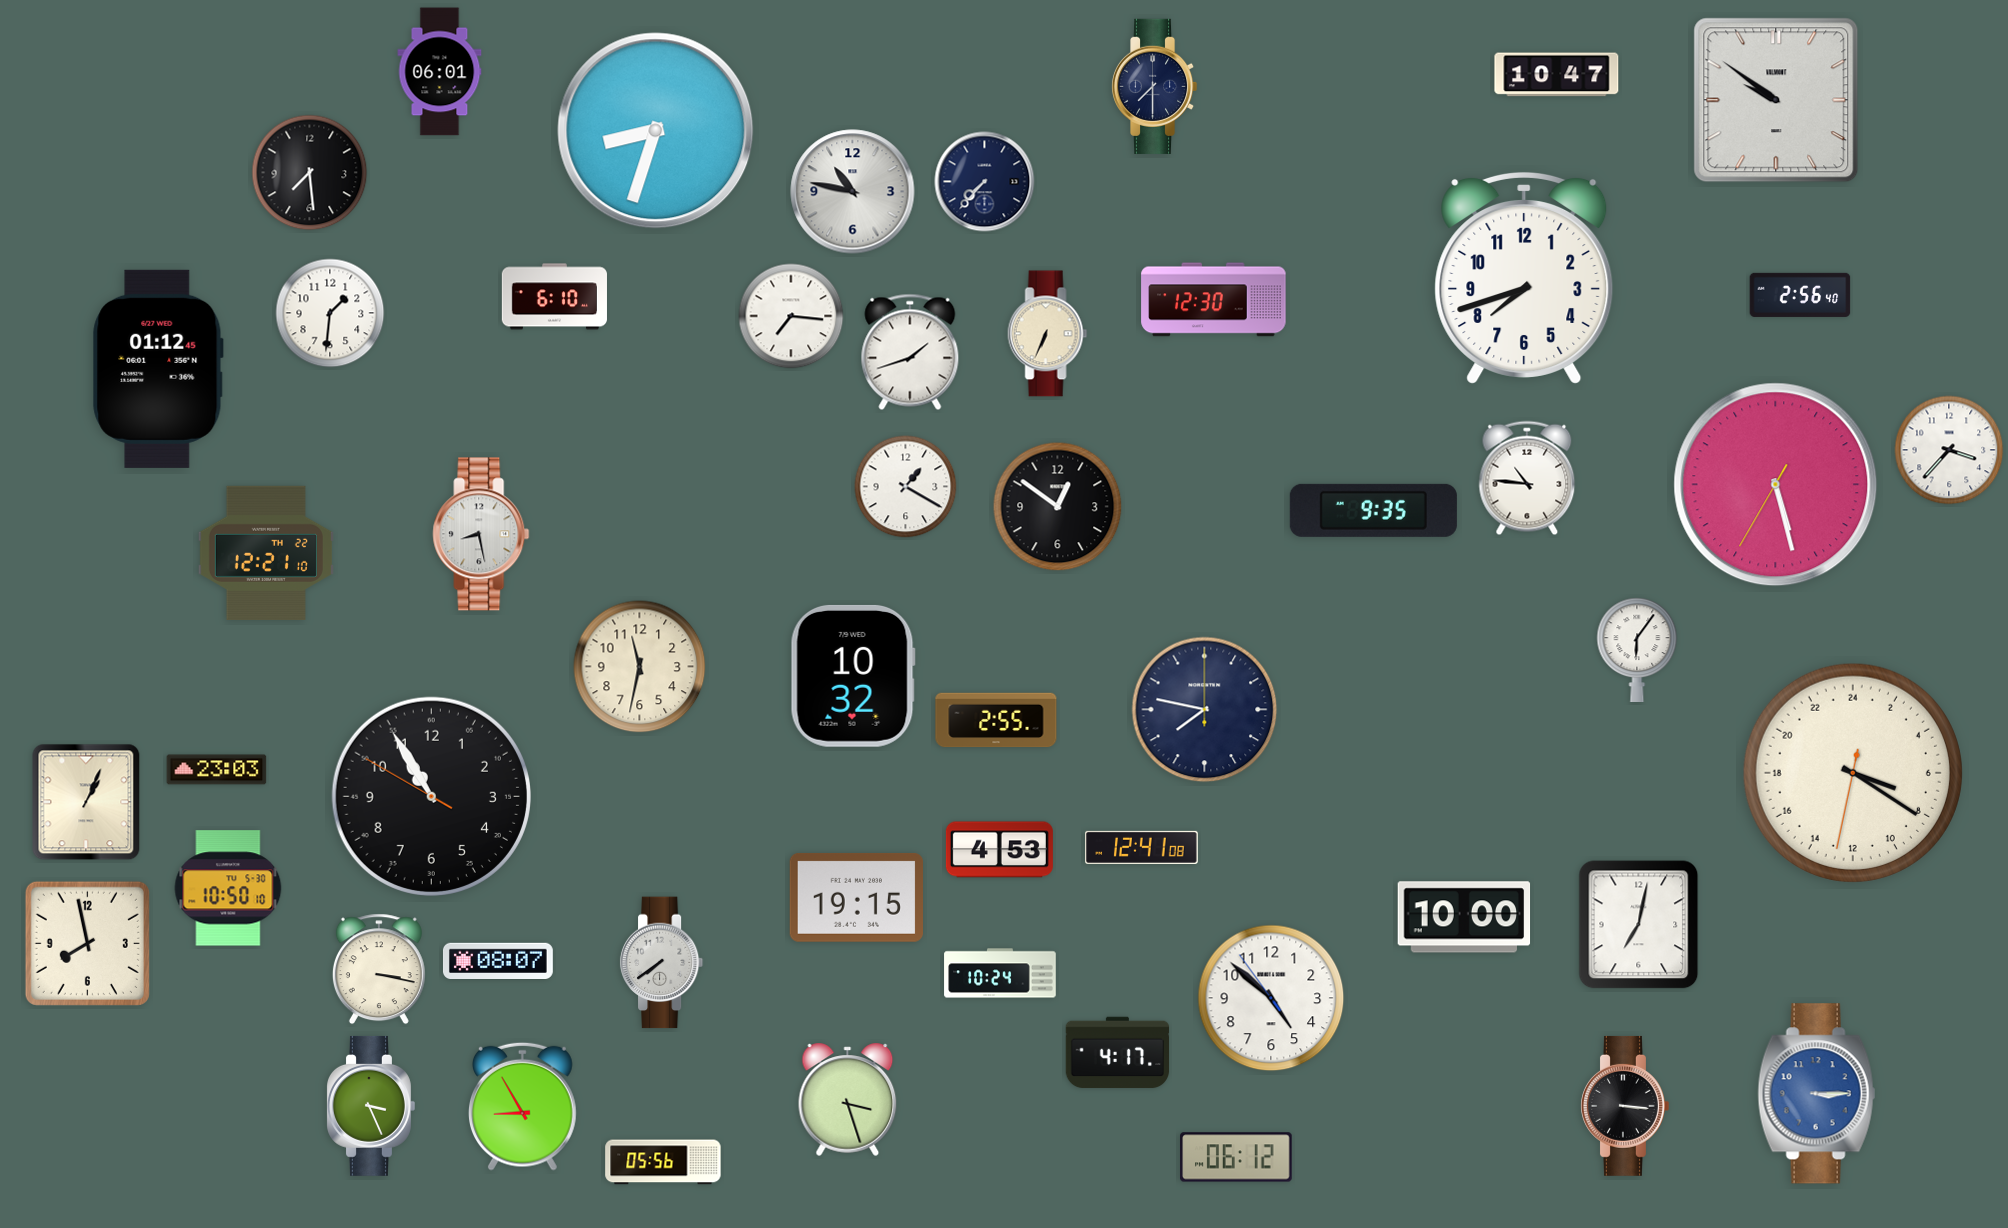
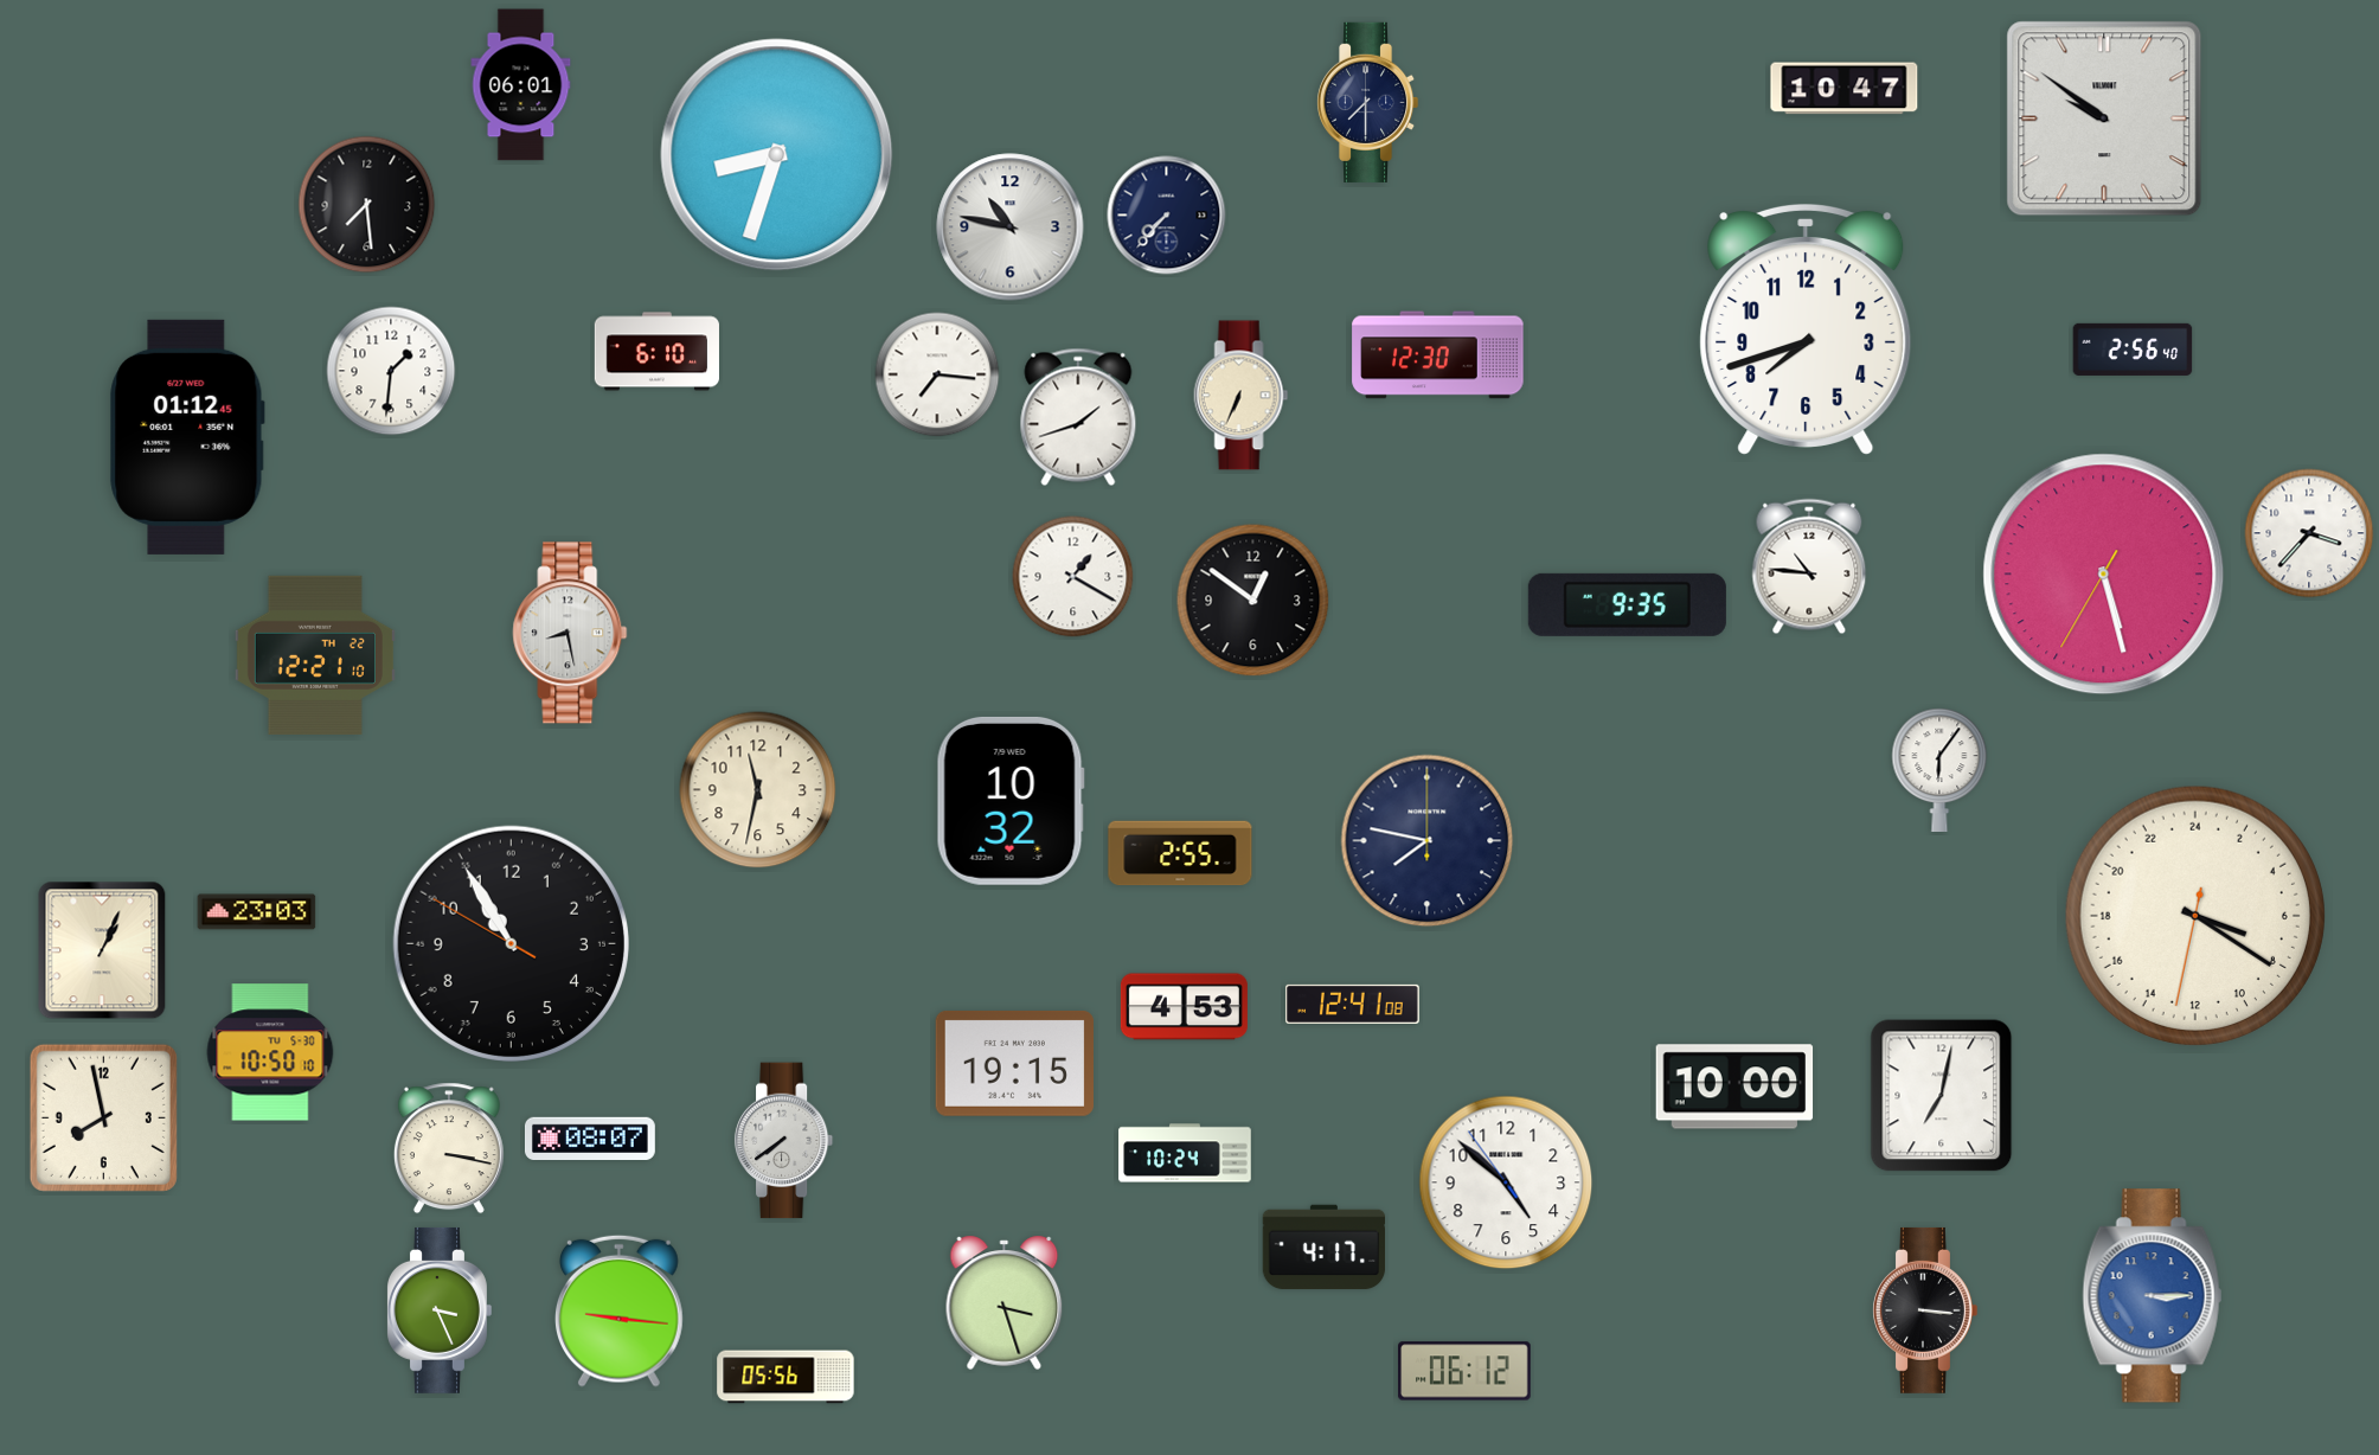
clock at (522, 1106): 8:55 -> 9:16
